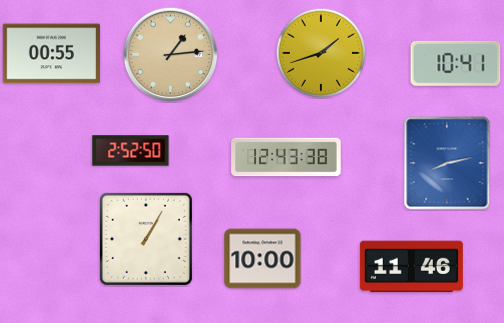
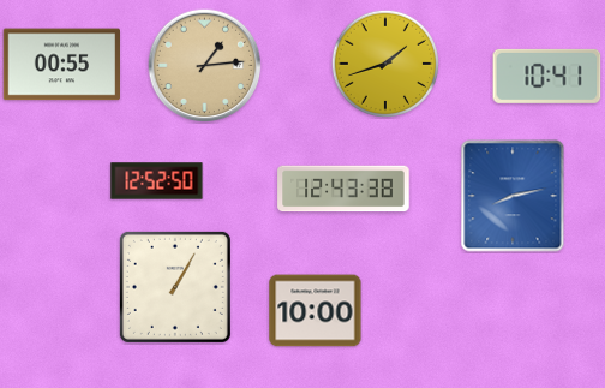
clock at (131, 151): 2:52 -> 12:52
clock at (447, 163) position: (447, 163) -> (513, 196)
clock at (411, 267): 11:46 -> none
